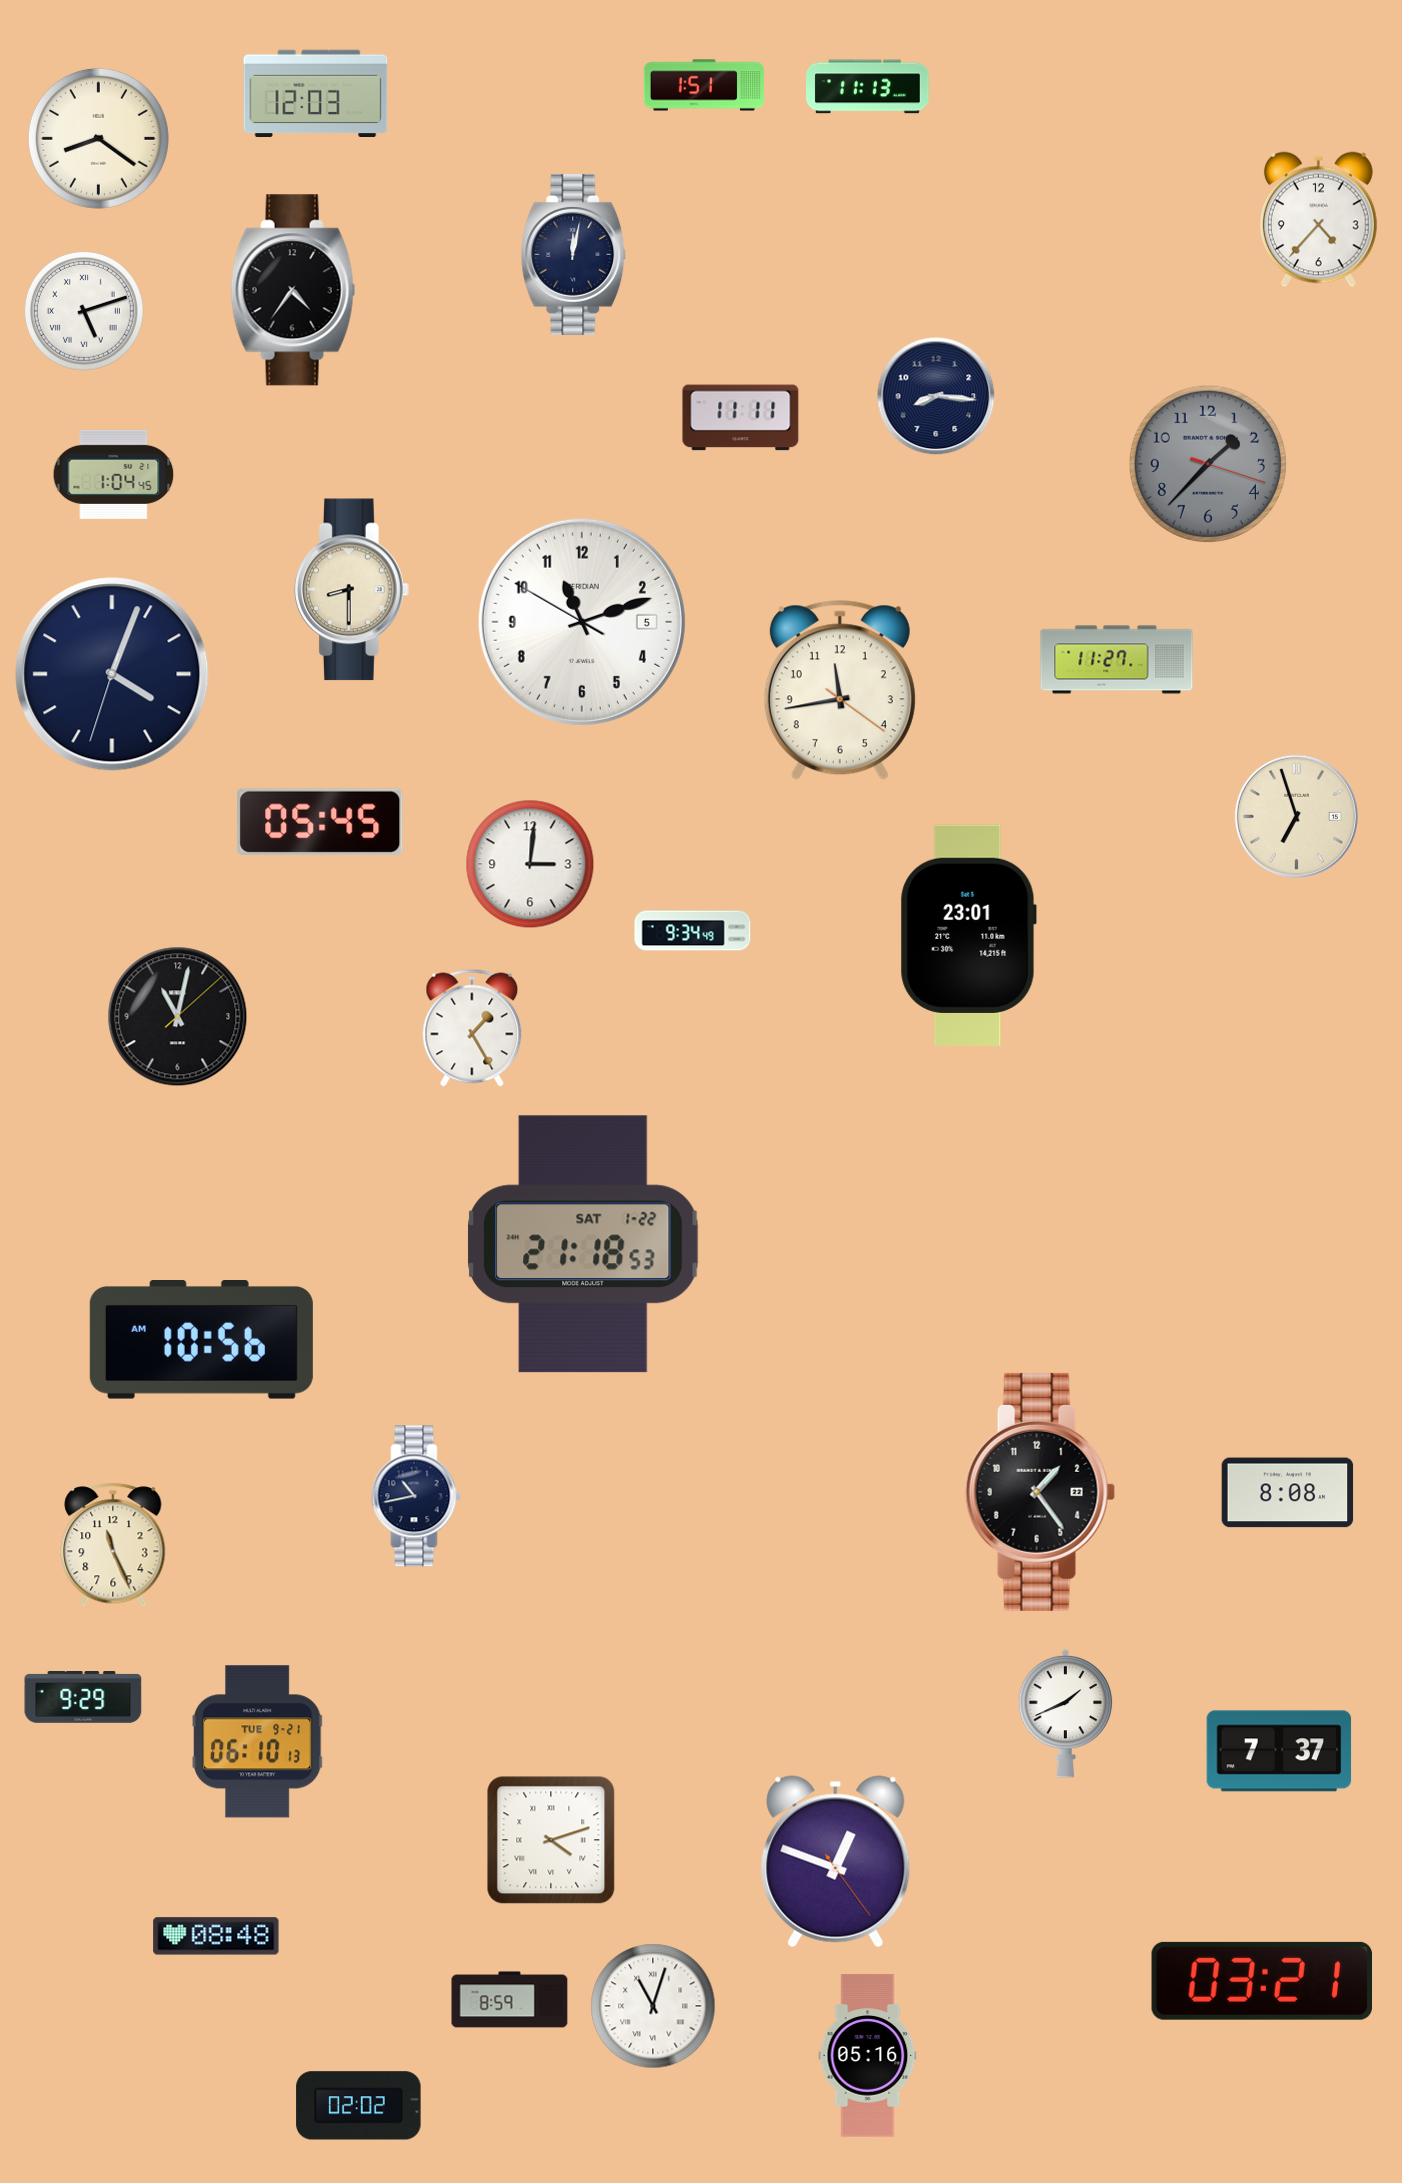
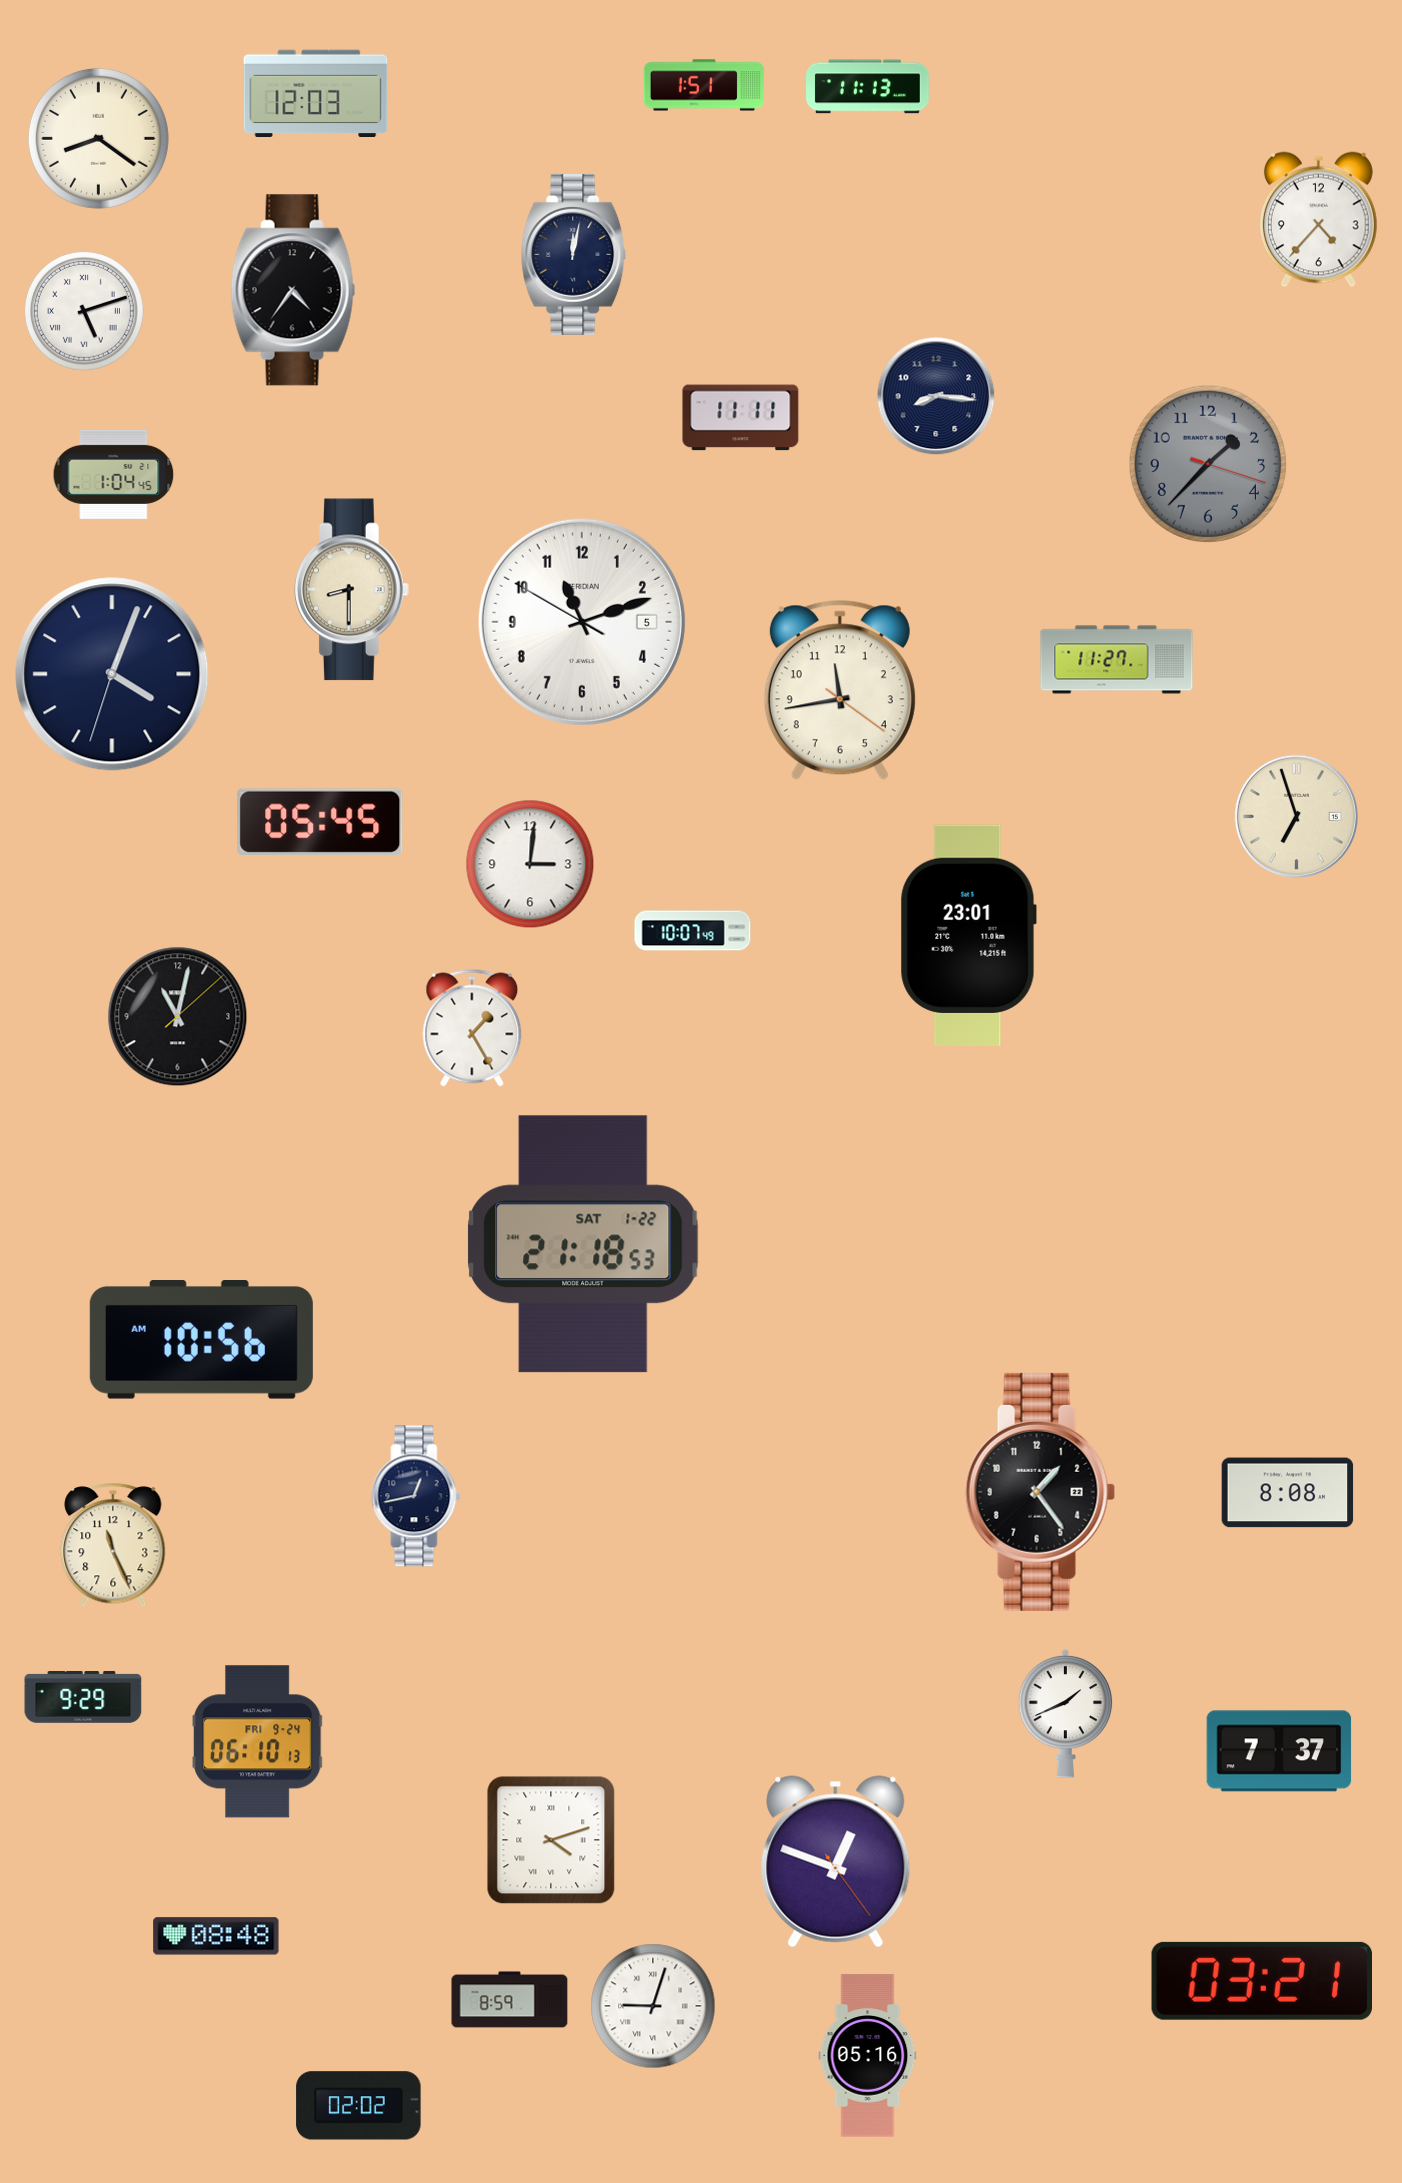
clock at (693, 931): 9:34 -> 10:07
clock at (416, 1496): 10:43 -> 12:43
clock at (258, 1742) date: TUE 9-21 -> FRI 9-24
clock at (653, 2006): 11:03 -> 9:03
